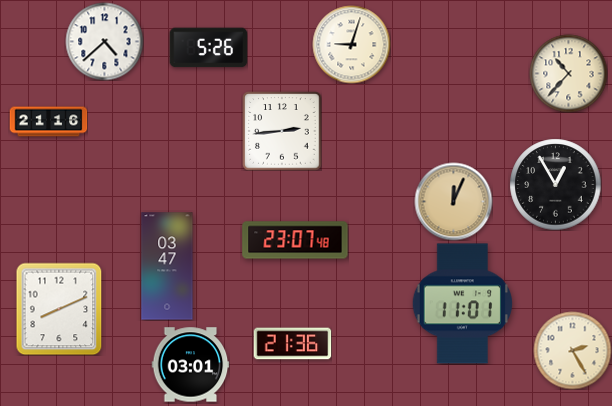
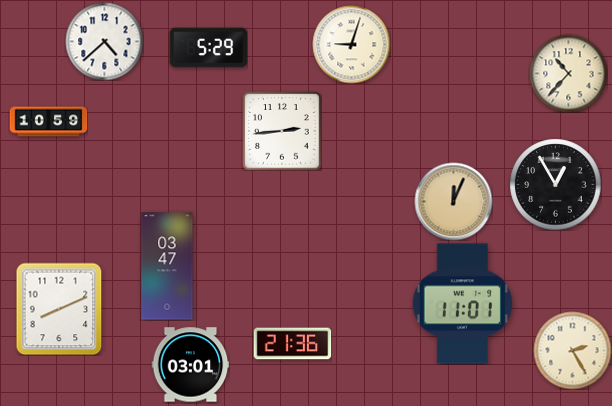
clock at (208, 48): 5:26 -> 5:29
clock at (48, 122): 21:16 -> 10:59
clock at (295, 240): 23:07 -> none
